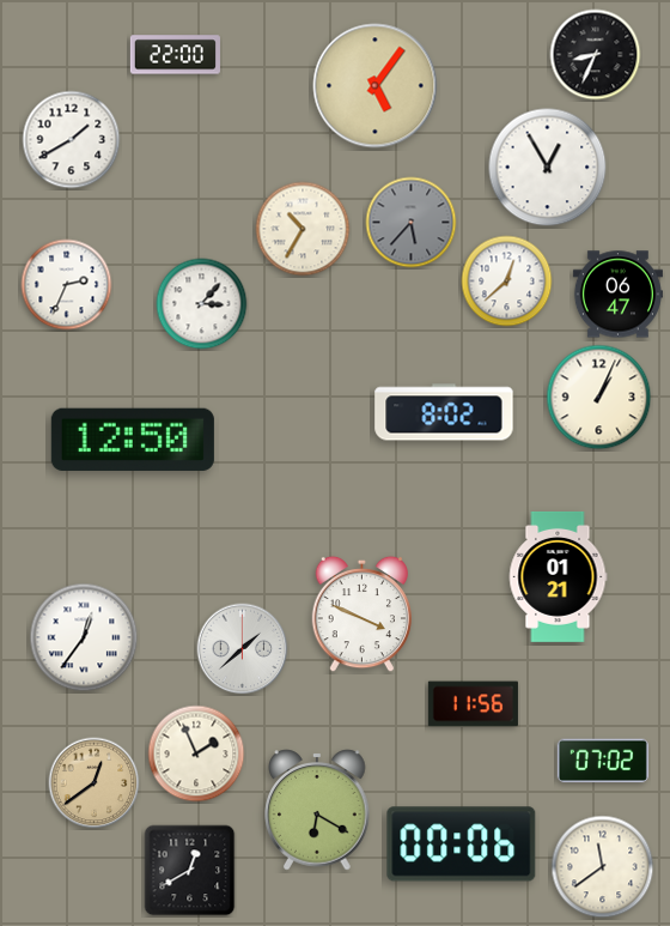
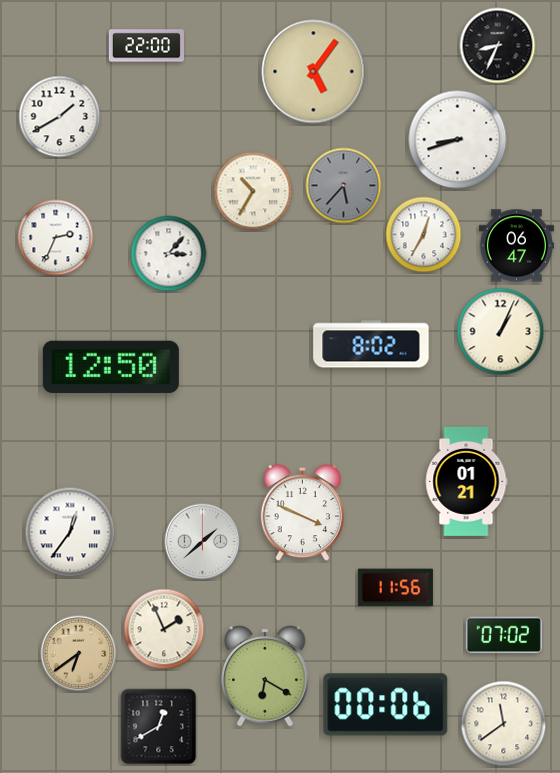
clock at (548, 168): 12:55 -> 8:42
clock at (507, 282): 12:38 -> 12:35
clock at (95, 783): 12:39 -> 6:39
